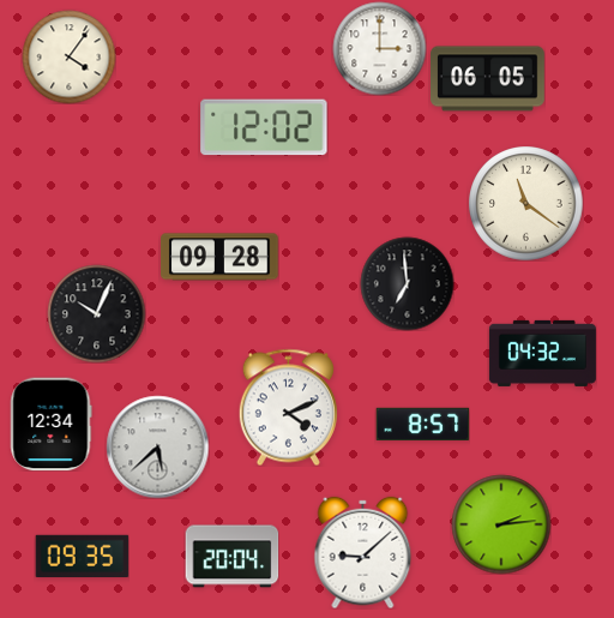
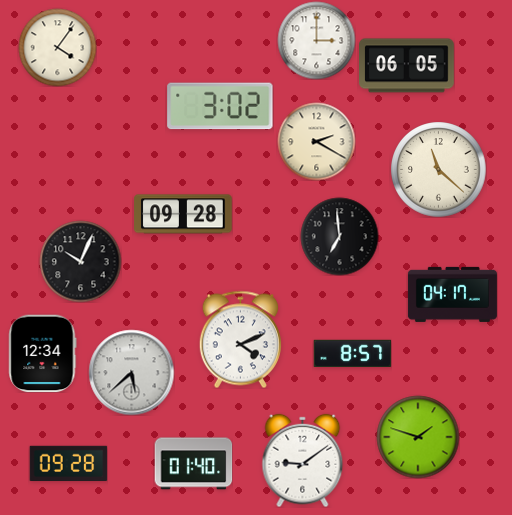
clock at (264, 127): 12:02 -> 3:02
clock at (316, 141): none -> 2:20
clock at (525, 203): 11:21 -> 11:22
clock at (542, 353): 04:32 -> 04:17
clock at (501, 524): 2:14 -> 1:48
clock at (363, 552): 9:08 -> 9:09
clock at (82, 557): 09:35 -> 09:28
clock at (231, 557): 20:04 -> 01:40
